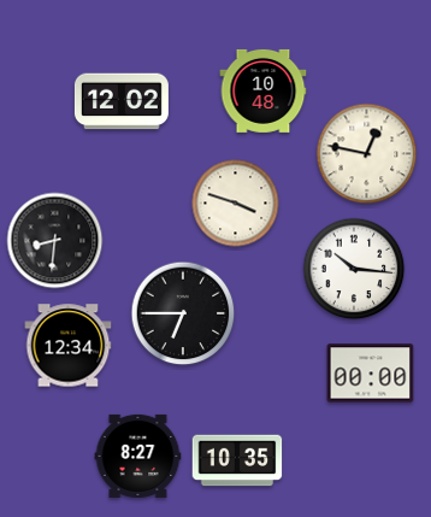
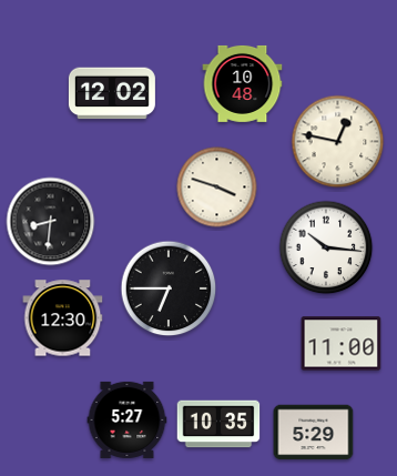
clock at (69, 346): 12:34 -> 12:30
clock at (371, 374): 00:00 -> 11:00
clock at (138, 456): 8:27 -> 5:27
clock at (314, 433): none -> 5:29
